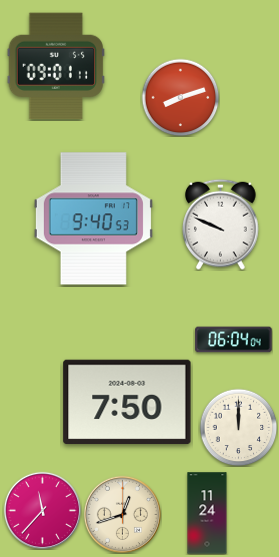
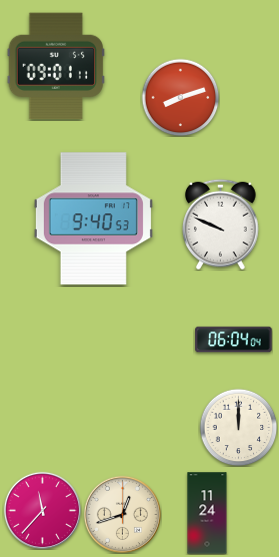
clock at (127, 402): 7:50 -> none
